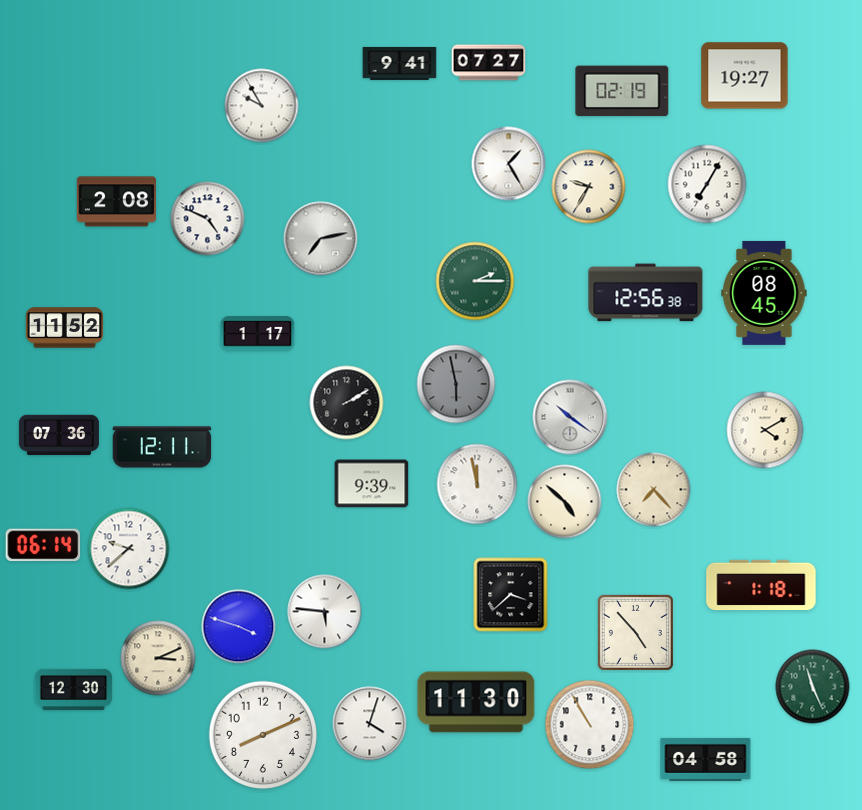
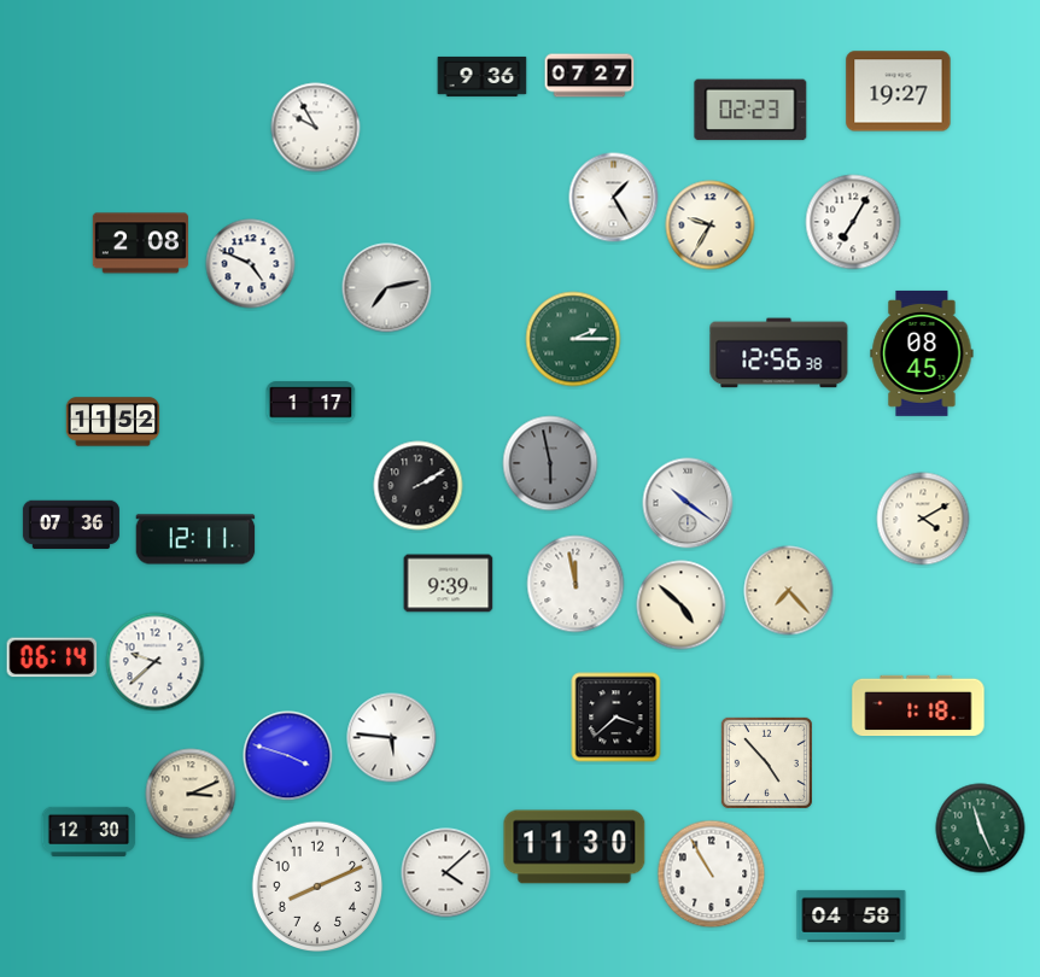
clock at (400, 63): 9:41 -> 9:36
clock at (622, 91): 02:19 -> 02:23
clock at (65, 328) position: (65, 328) -> (113, 422)
clock at (370, 724): 4:03 -> 4:08
